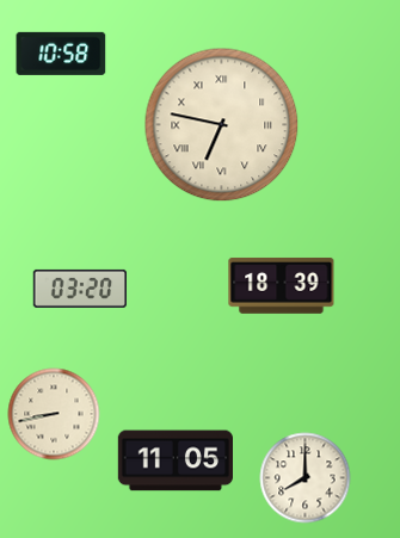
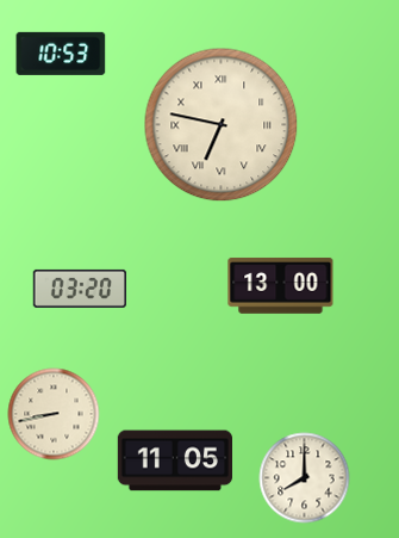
clock at (61, 54): 10:58 -> 10:53
clock at (282, 286): 18:39 -> 13:00
